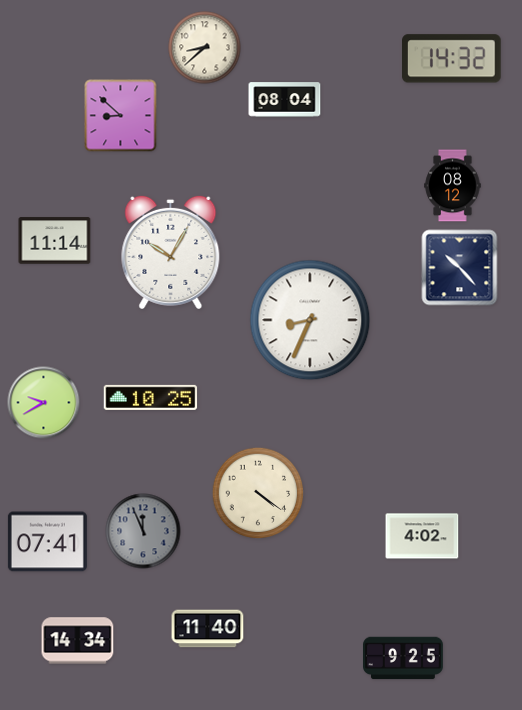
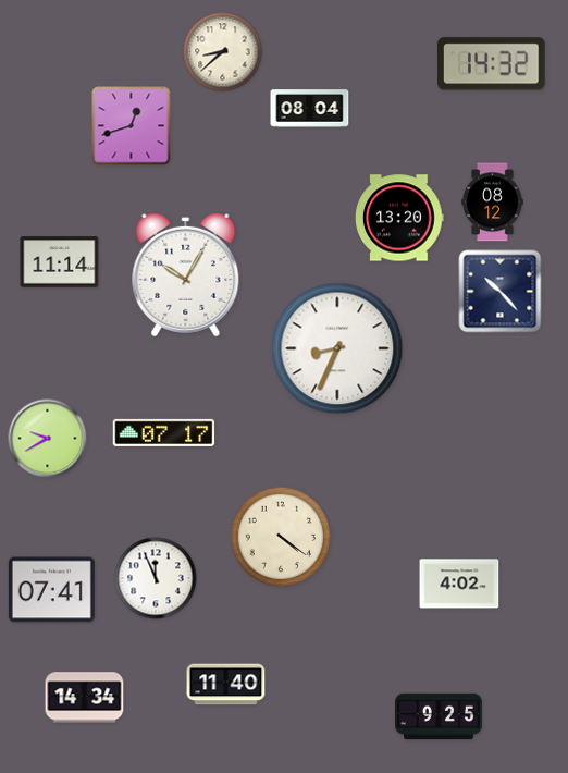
clock at (121, 116): 8:52 -> 12:42
clock at (399, 218): none -> 13:20
clock at (151, 397): 10:25 -> 07:17
clock at (143, 531) dial: grey -> white
